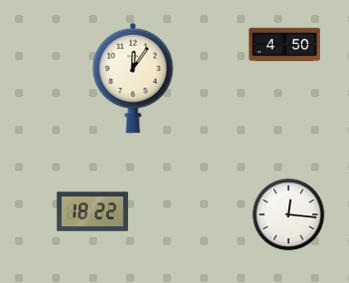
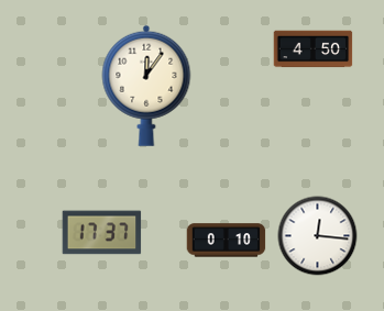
clock at (93, 212): 18:22 -> 17:37
clock at (227, 241): none -> 0:10
